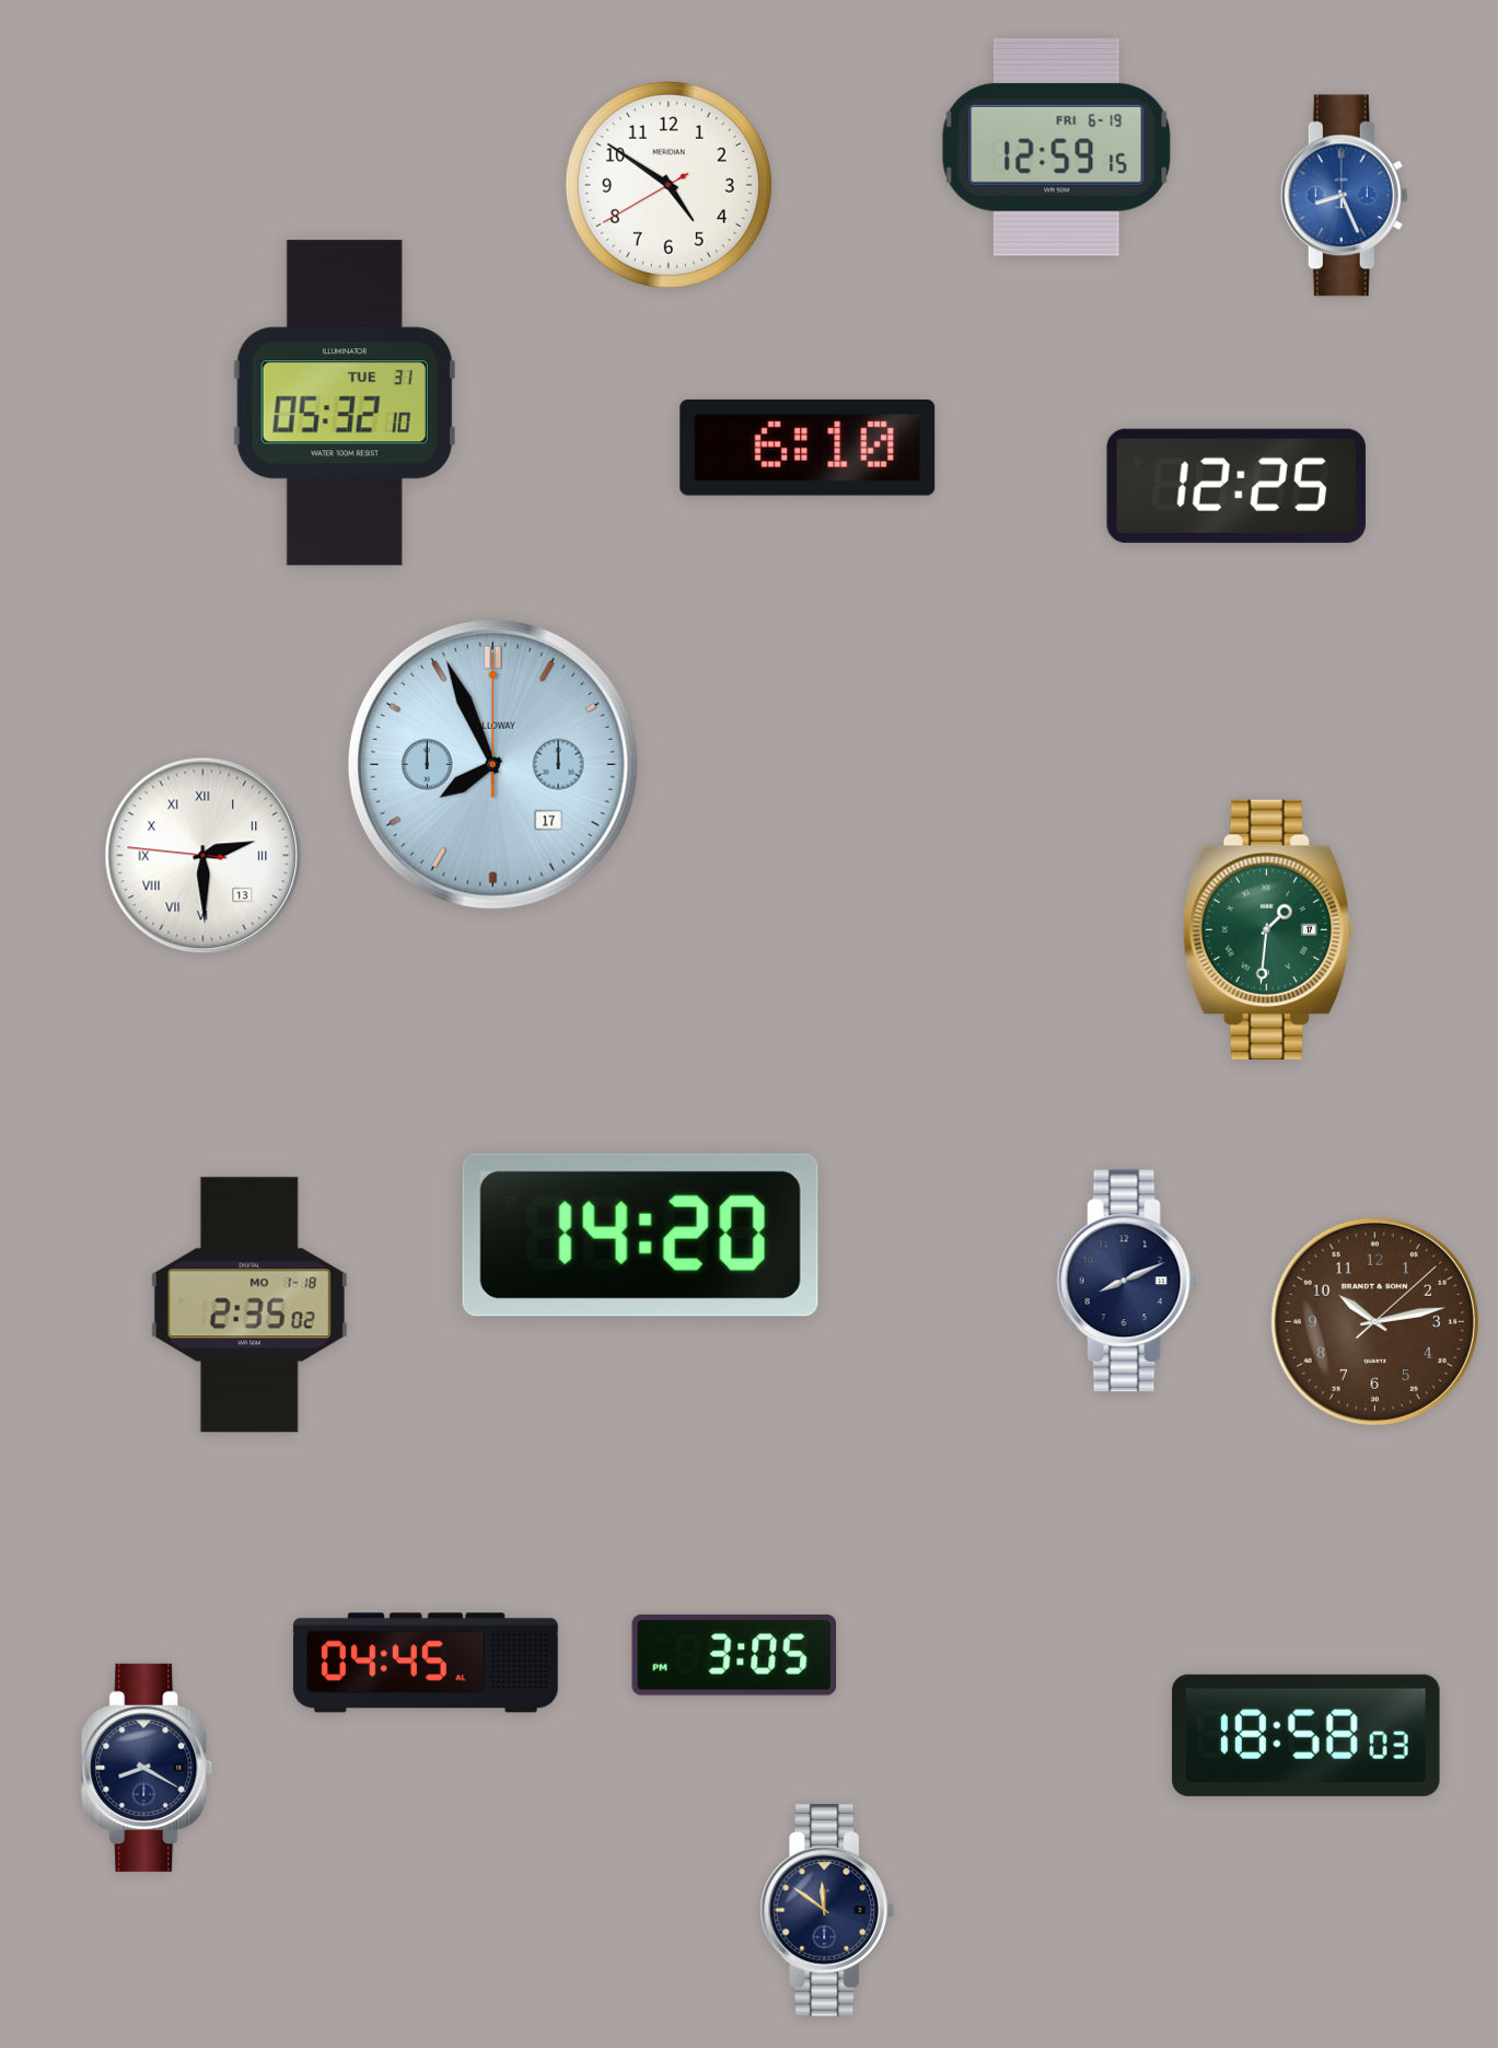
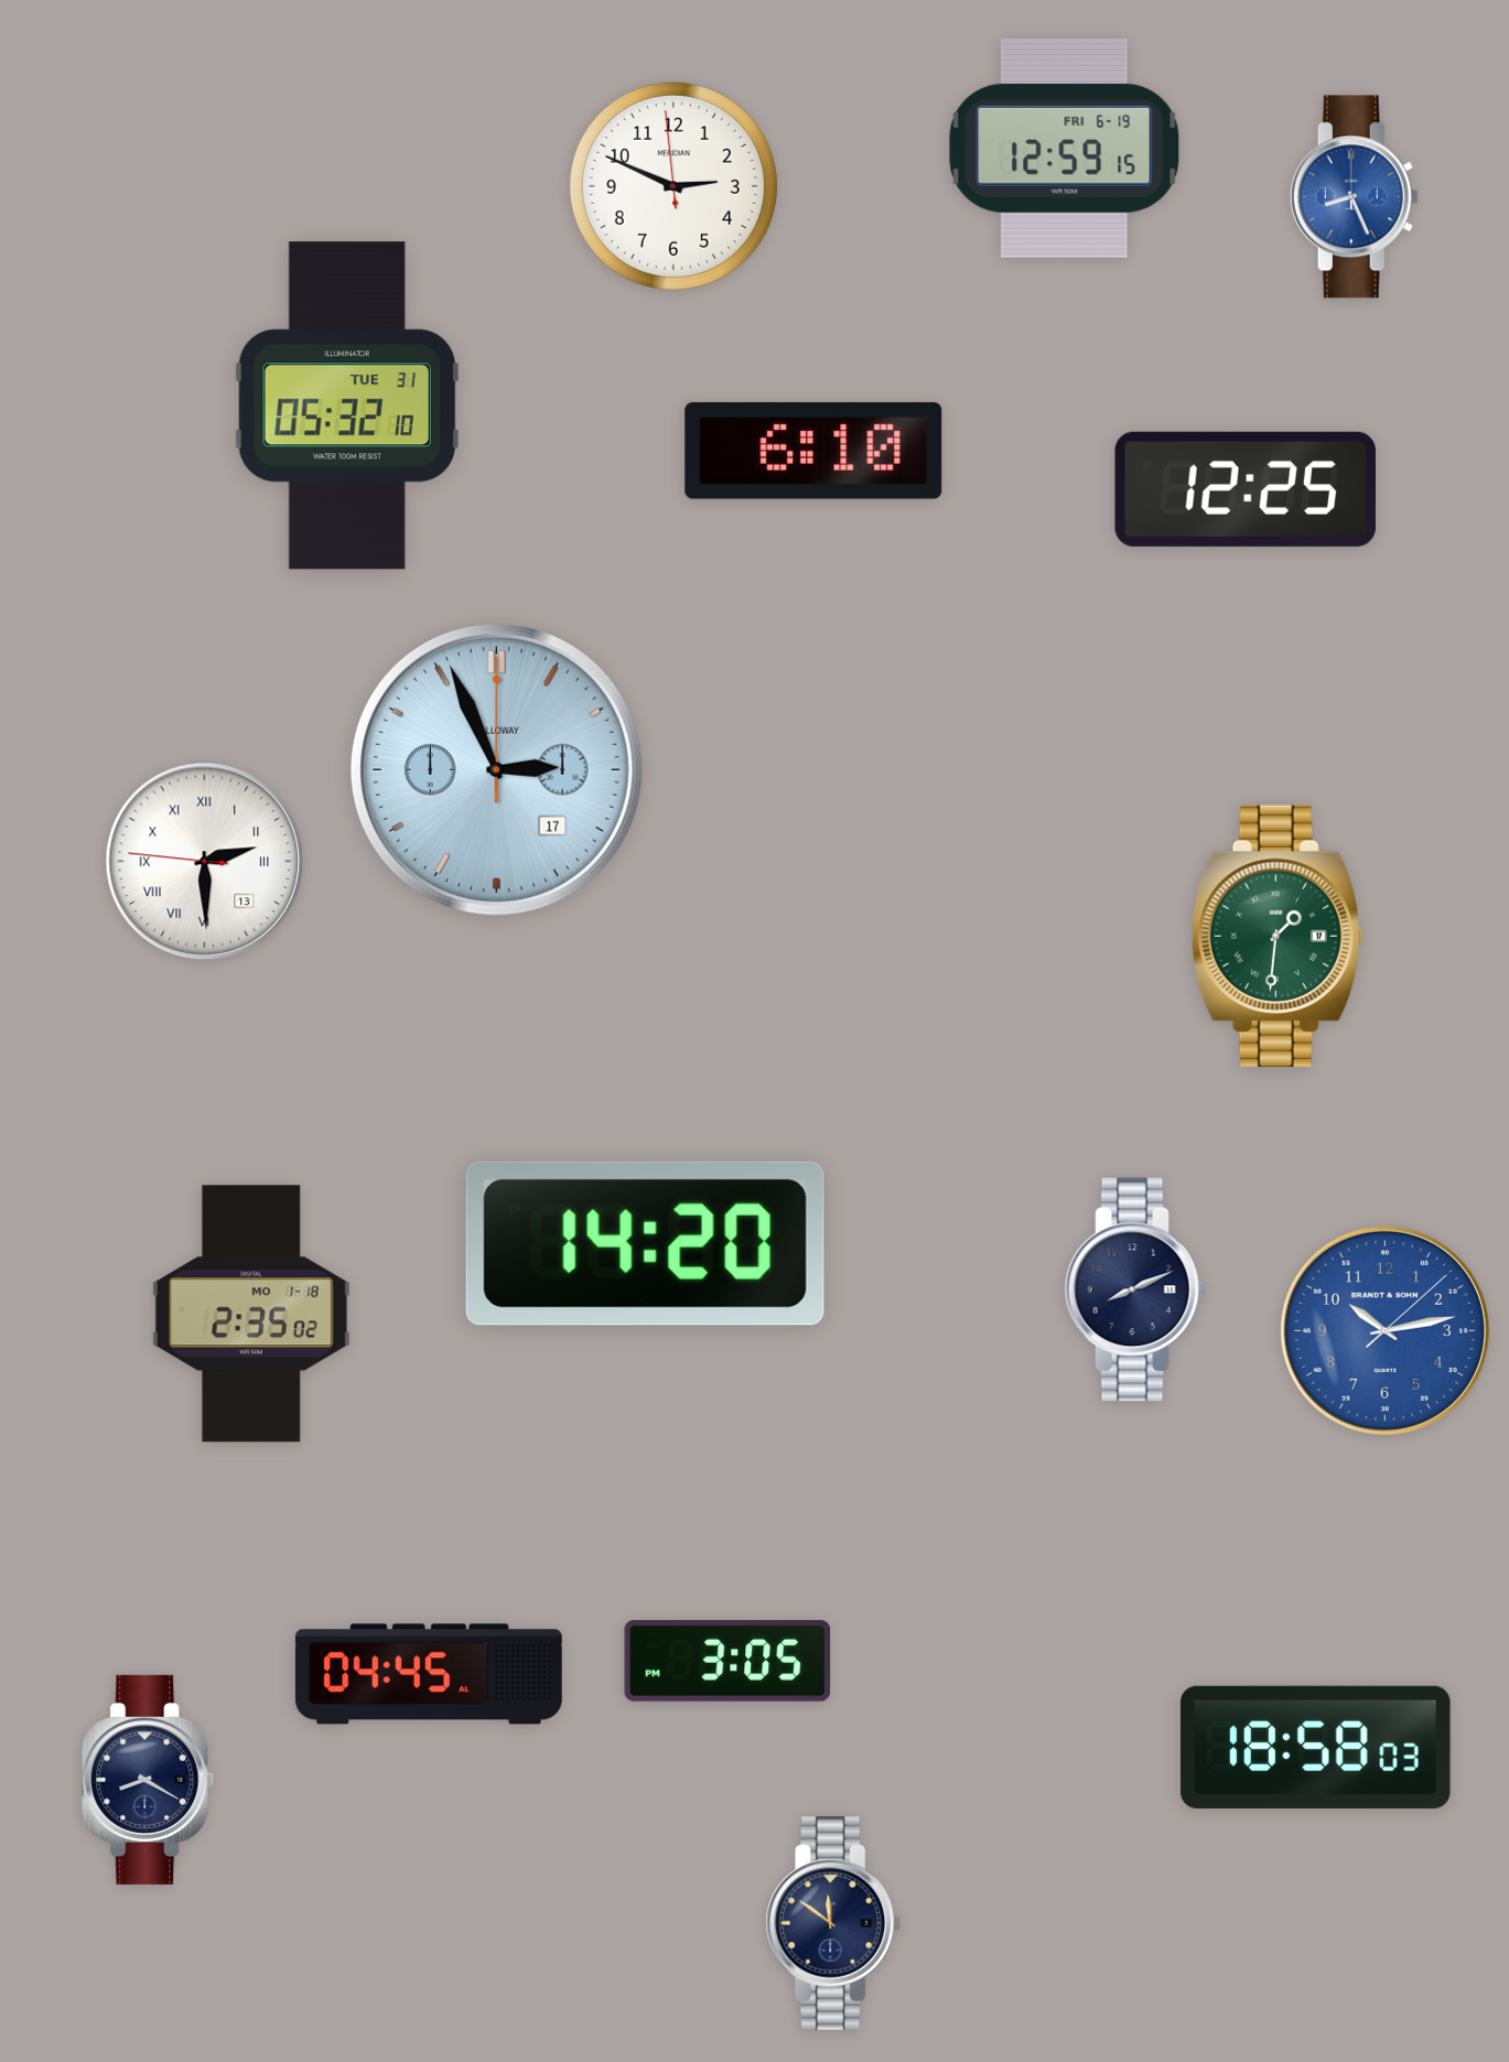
clock at (669, 185): 4:50 -> 2:48
clock at (492, 764): 7:56 -> 2:56
clock at (1374, 1321) dial: brown -> blue
clock at (734, 1655) position: (734, 1655) -> (727, 1661)
